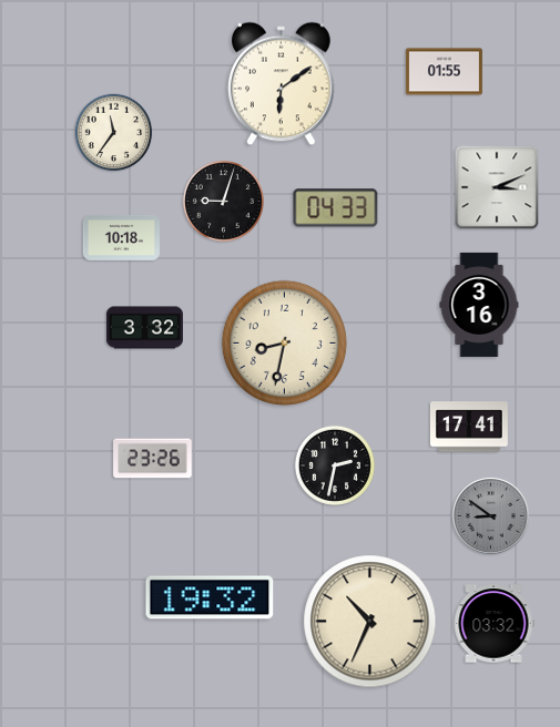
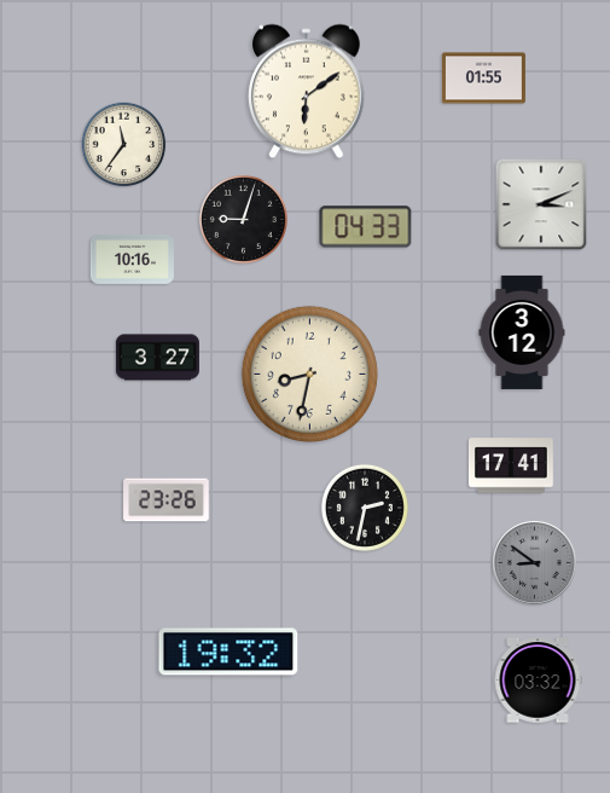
clock at (121, 237): 10:18 -> 10:16
clock at (479, 305): 3:16 -> 3:12
clock at (144, 328): 3:32 -> 3:27
clock at (370, 622): 10:34 -> none
